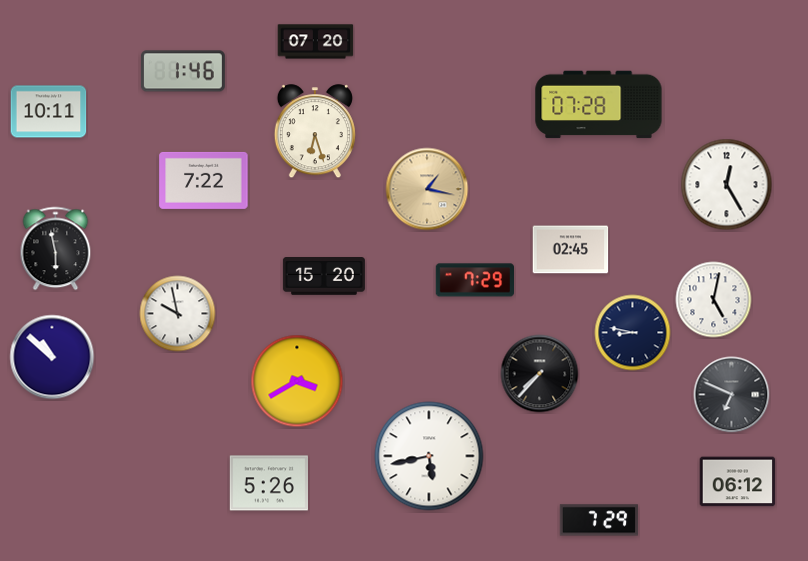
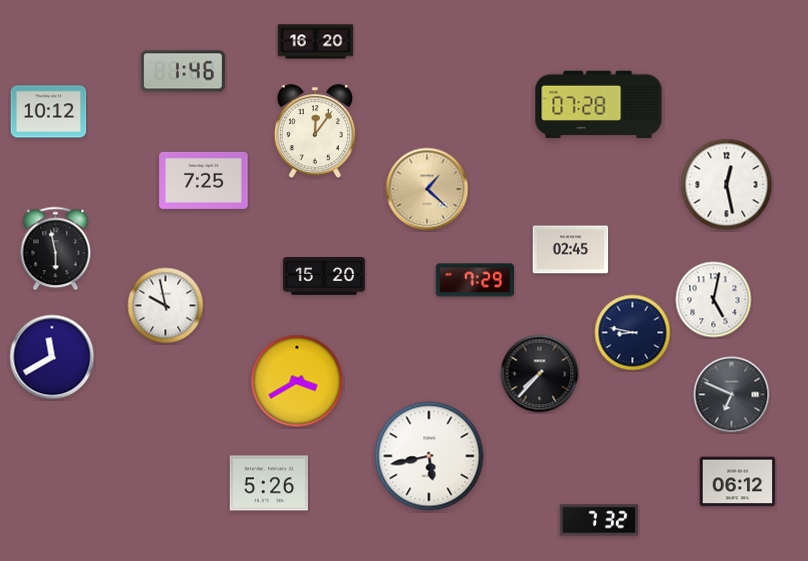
clock at (316, 42): 07:20 -> 16:20
clock at (49, 112): 10:11 -> 10:12
clock at (315, 132): 6:27 -> 12:06
clock at (204, 180): 7:22 -> 7:25
clock at (727, 185): 12:25 -> 12:28
clock at (427, 189): 1:17 -> 1:22
clock at (178, 314) position: (178, 314) -> (166, 306)
clock at (52, 357): 10:52 -> 11:40
clock at (599, 520): 7:29 -> 7:32
